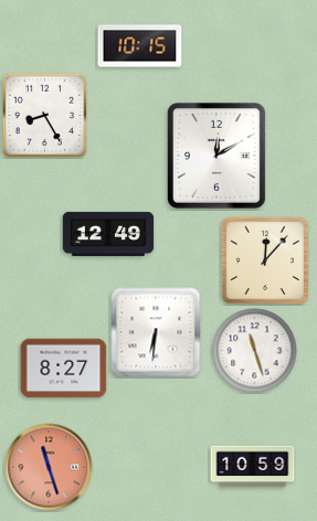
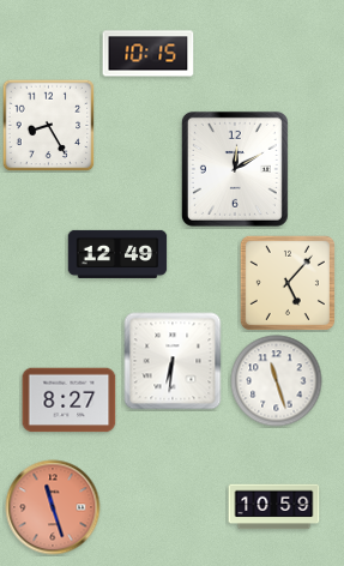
clock at (140, 46) position: (140, 46) -> (149, 54)
clock at (265, 260): 12:07 -> 5:07
clock at (156, 332) position: (156, 332) -> (173, 361)
